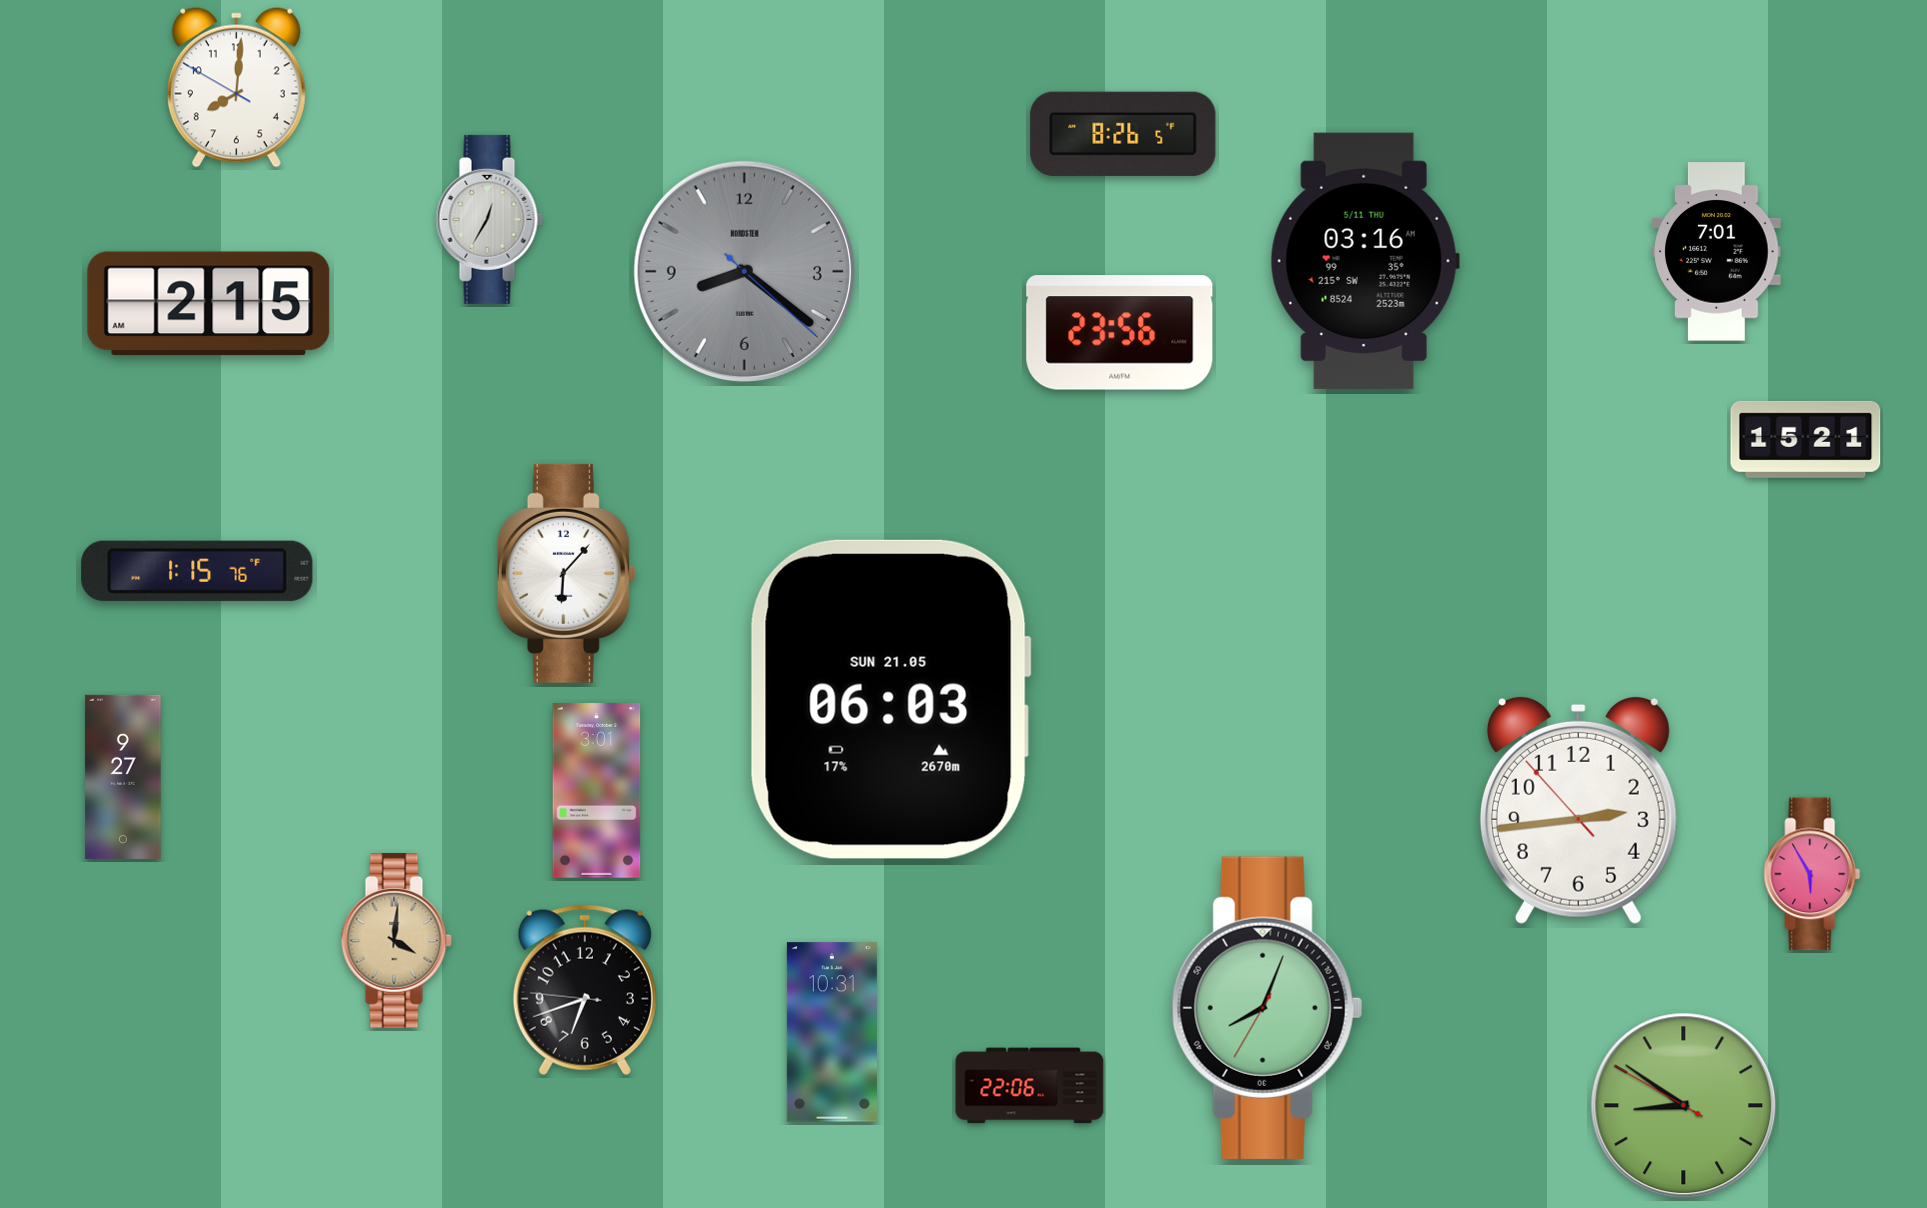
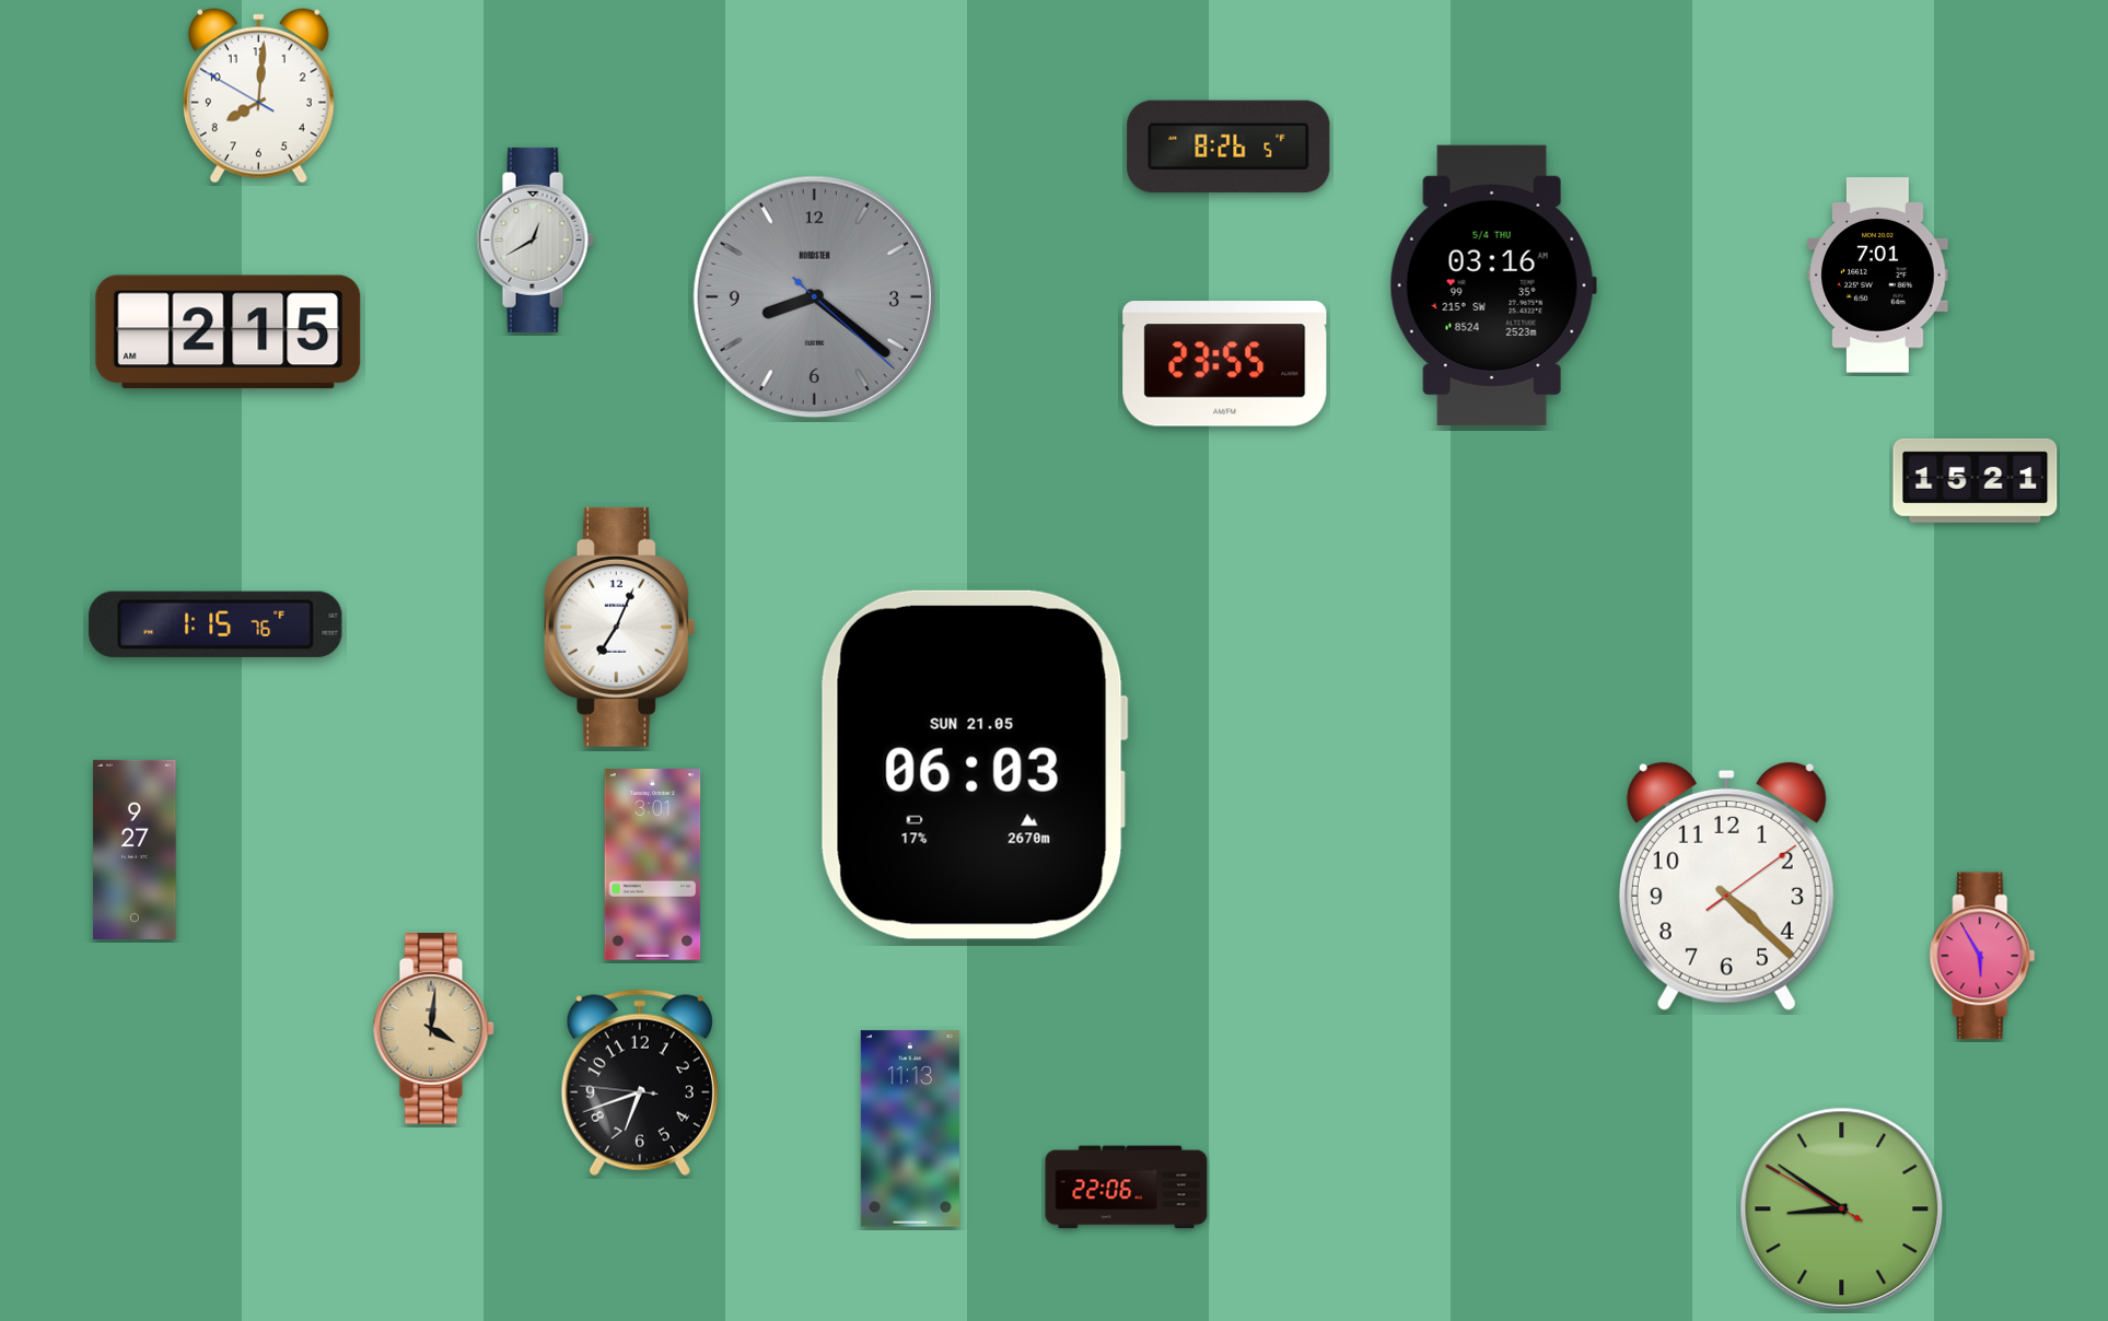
clock at (489, 219): 12:35 -> 12:40
clock at (1365, 261) date: 5/11 THU -> 5/4 THU
clock at (1120, 333): 23:56 -> 23:55
clock at (566, 573): 6:07 -> 7:04
clock at (1578, 810): 2:43 -> 4:22
clock at (1267, 1008): 8:03 -> none
clock at (832, 1032): 10:31 -> 11:13
